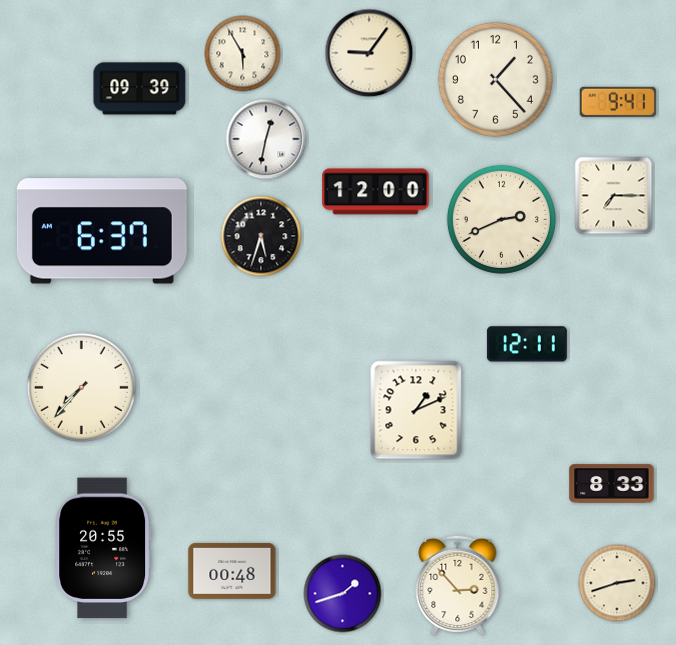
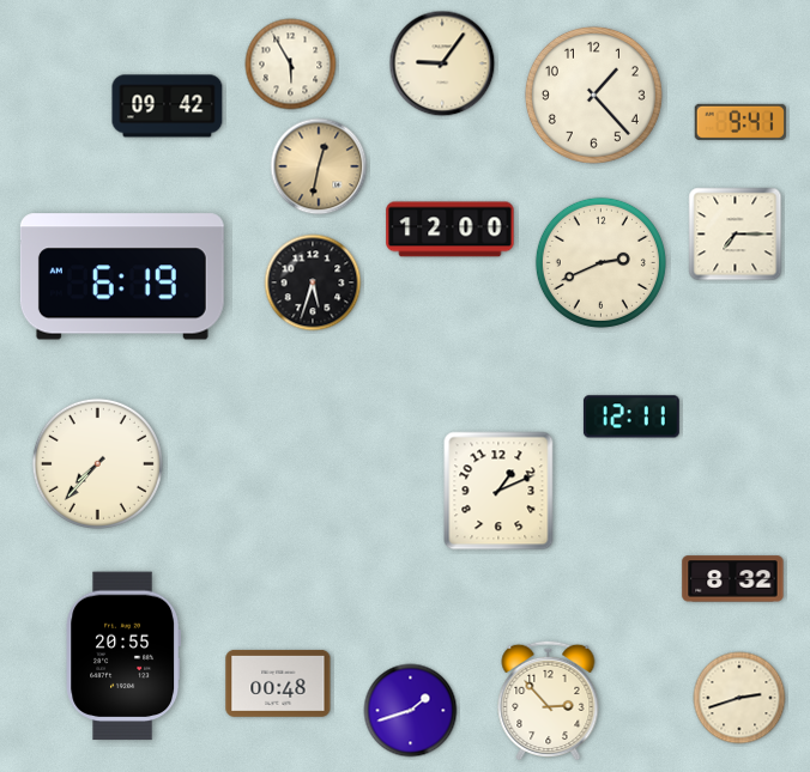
clock at (140, 89): 09:39 -> 09:42
clock at (266, 139) dial: white -> champagne
clock at (102, 231): 6:37 -> 6:19
clock at (527, 344) position: (527, 344) -> (631, 417)
clock at (612, 484): 8:33 -> 8:32
